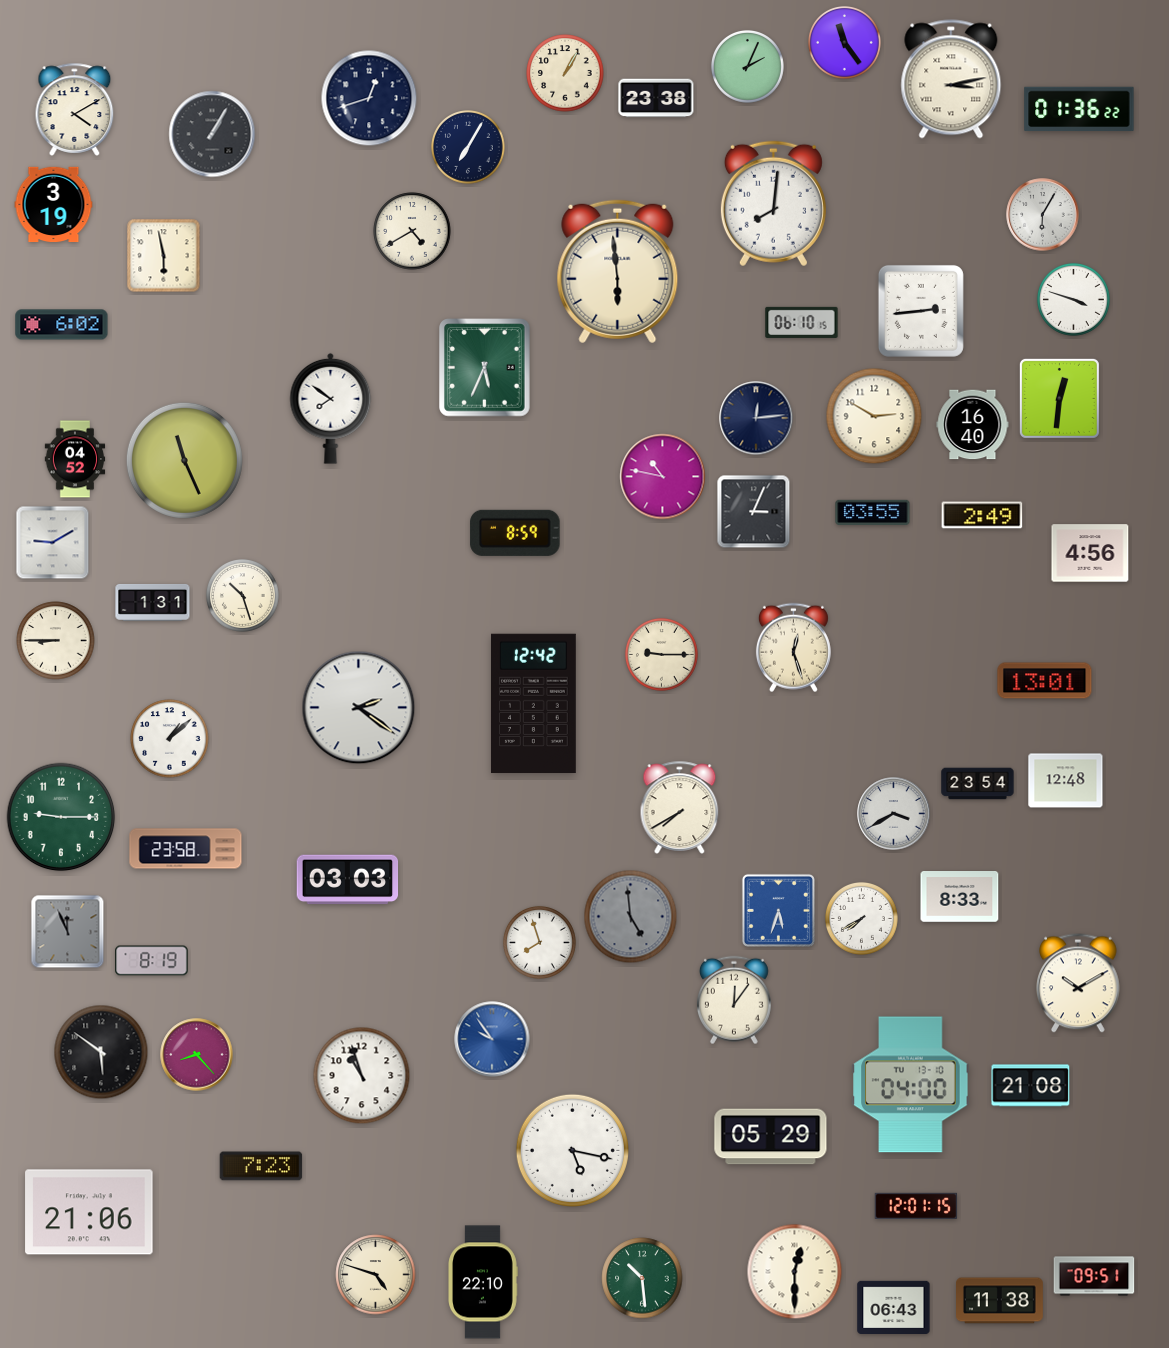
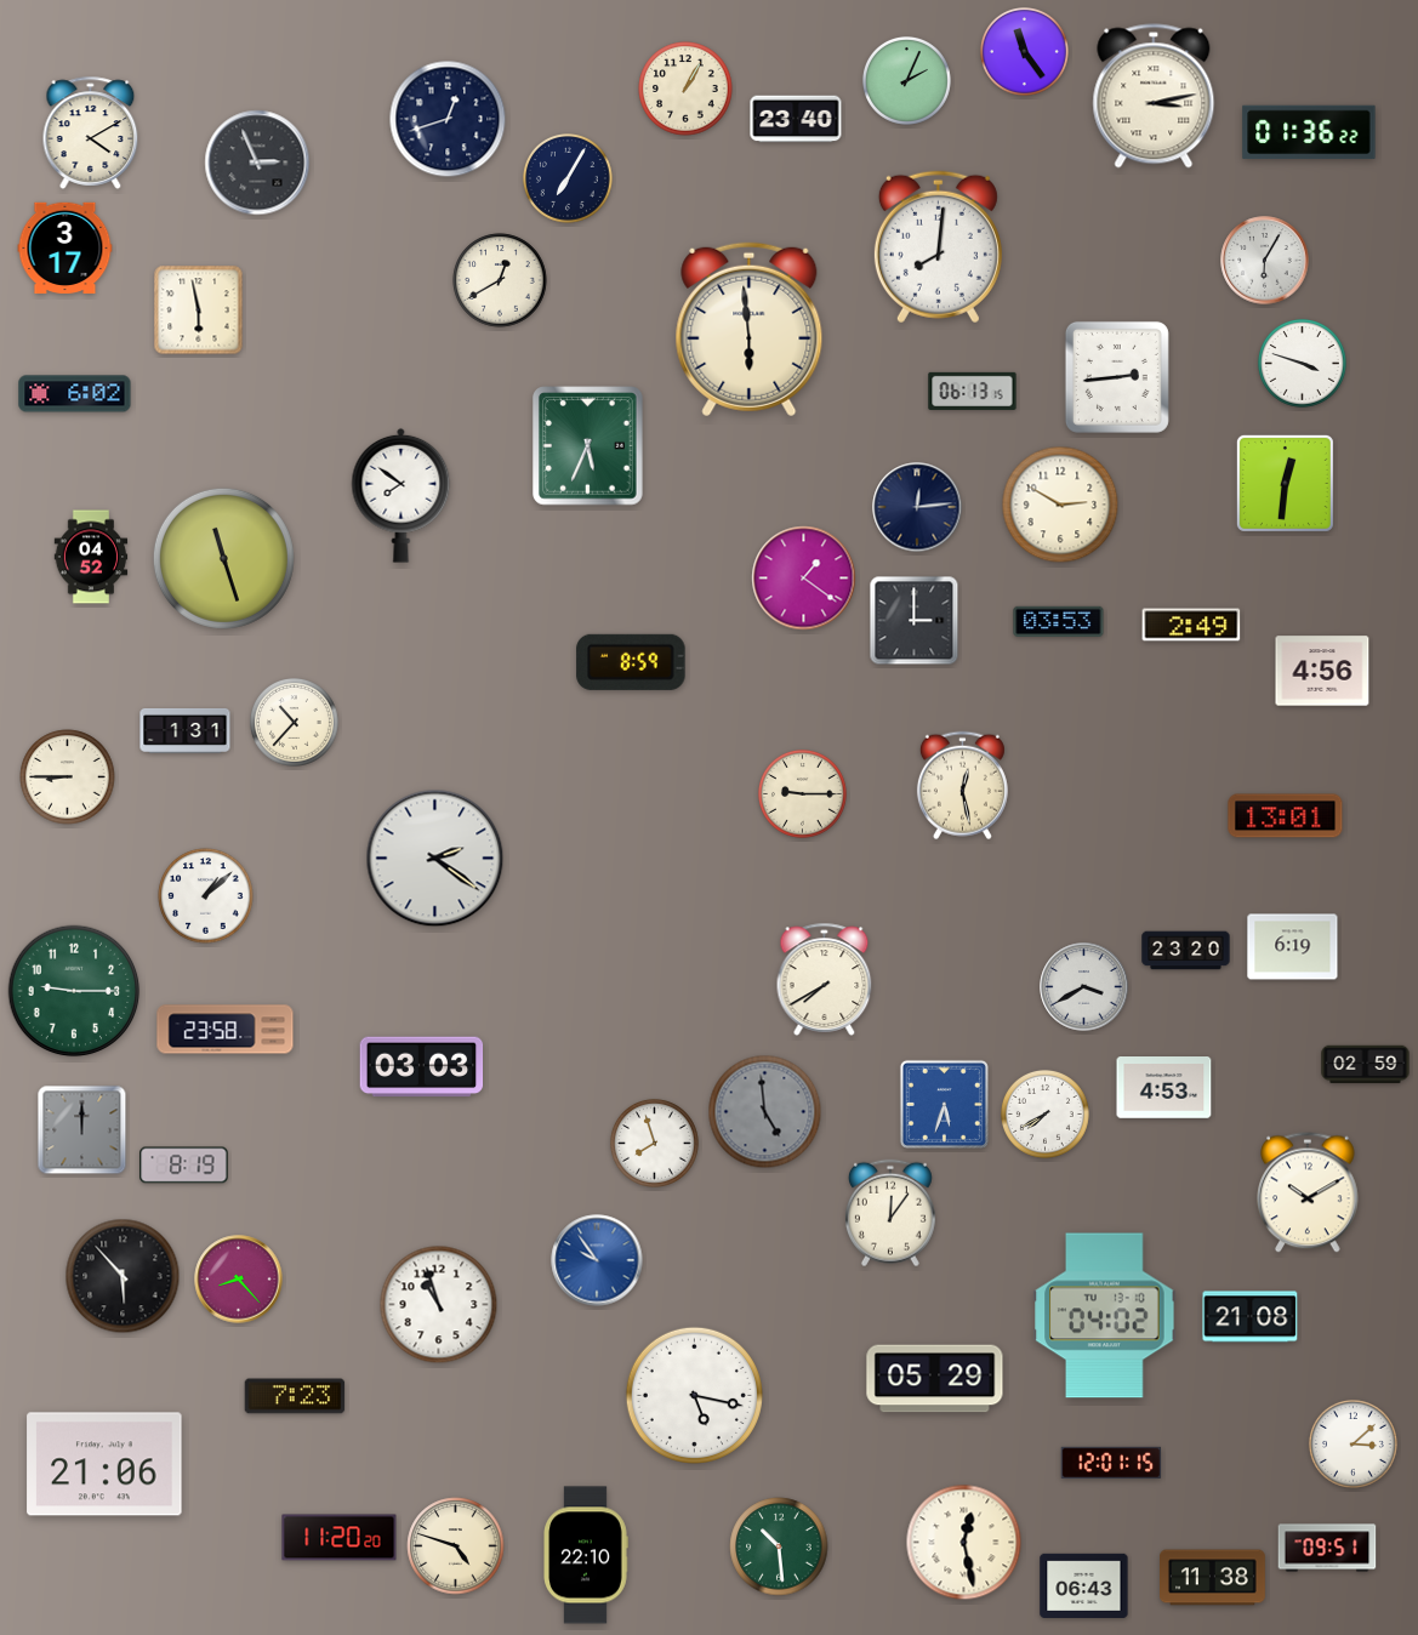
clock at (656, 98): 23:38 -> 23:40
clock at (212, 134): 1:05 -> 2:56
clock at (54, 205): 3:19 -> 3:17
clock at (412, 231): 4:40 -> 12:40
clock at (802, 322): 06:10 -> 06:13
clock at (973, 425): 16:40 -> none
clock at (184, 460): 11:26 -> 11:27
clock at (663, 477): 10:47 -> 1:21
clock at (754, 512): 3:04 -> 3:00
clock at (873, 512): 03:55 -> 03:53
clock at (515, 533) position: (515, 533) -> (631, 662)
clock at (53, 543): 9:10 -> none
clock at (243, 596): 10:27 -> 10:37
clock at (793, 648): 12:27 -> 12:28
clock at (1045, 681) position: (1045, 681) -> (1286, 816)
clock at (533, 704): 12:42 -> none
clock at (1066, 781): 12:48 -> 6:19
clock at (978, 784): 23:54 -> 23:20
clock at (1366, 1065): none -> 02:59
clock at (960, 897): 8:33 -> 4:53
clock at (68, 932): 11:56 -> 12:00
clock at (101, 1052): 5:51 -> 5:53
clock at (911, 1085): 04:00 -> 04:02
clock at (261, 1166) position: (261, 1166) -> (295, 1396)
clock at (1354, 1445): none -> 3:08
clock at (89, 1212) position: (89, 1212) -> (104, 1464)
clock at (340, 1538): none -> 11:20
clock at (795, 1272): 12:30 -> 12:28
clock at (642, 1278) position: (642, 1278) -> (779, 1546)
